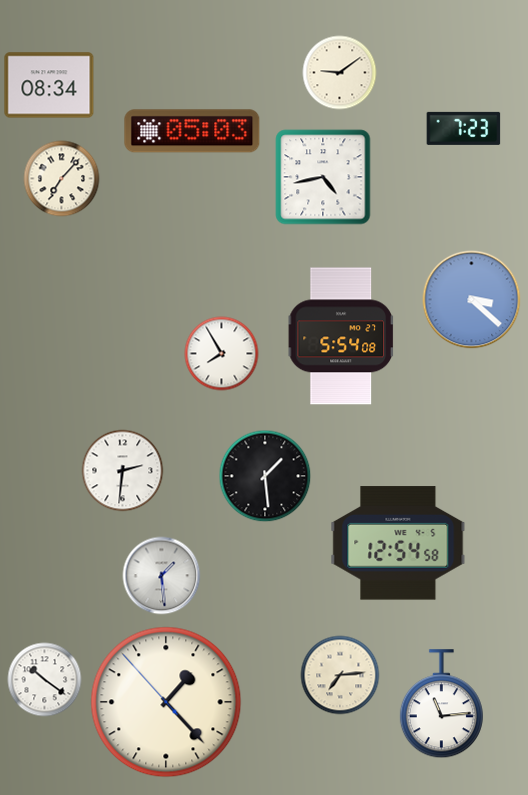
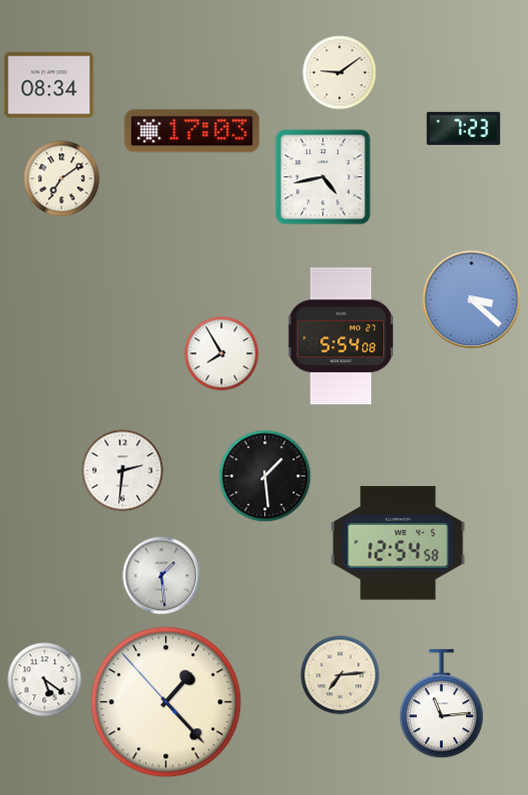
clock at (192, 131): 05:03 -> 17:03
clock at (62, 179): 7:07 -> 7:09
clock at (45, 680): 10:21 -> 5:21
